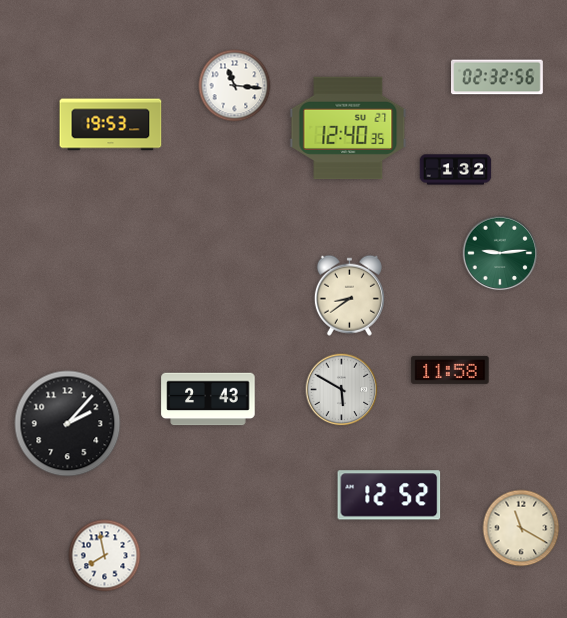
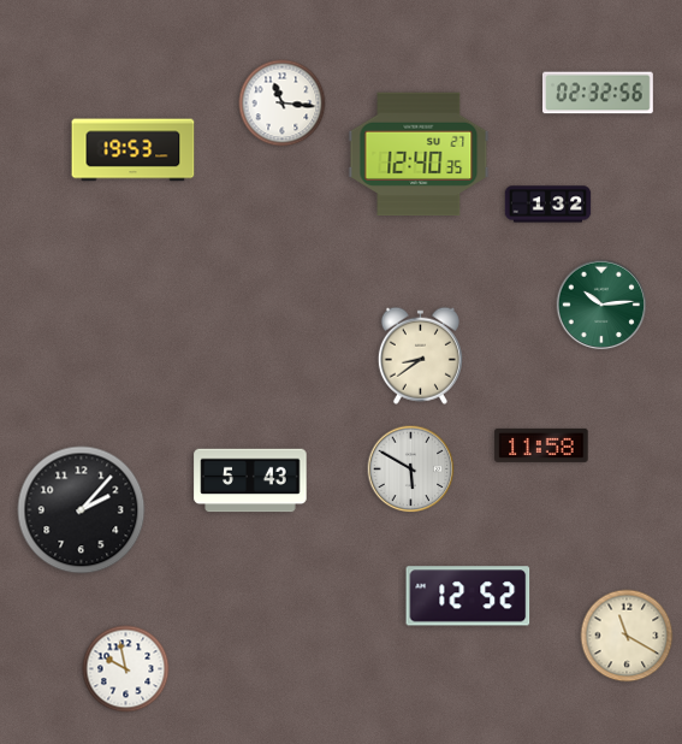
clock at (500, 253): 9:14 -> 10:14
clock at (208, 399): 2:43 -> 5:43
clock at (105, 556): 7:58 -> 9:58
